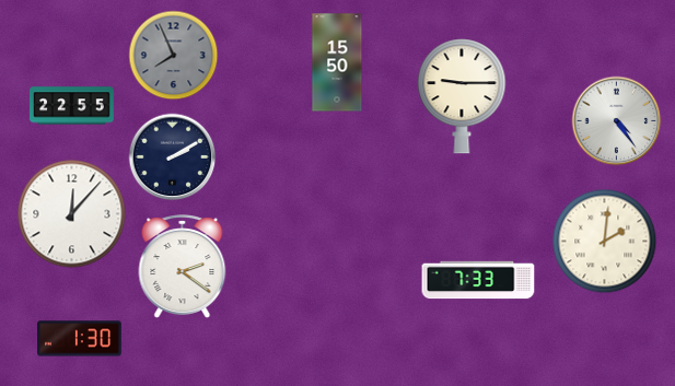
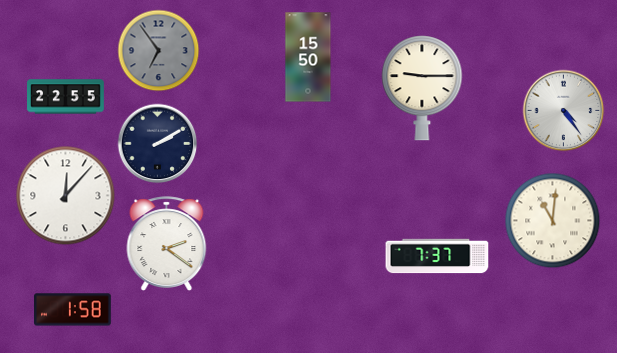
clock at (173, 55): 7:56 -> 6:54
clock at (604, 241): 2:01 -> 11:01
clock at (478, 280): 7:33 -> 7:37
clock at (80, 339): 1:30 -> 1:58
